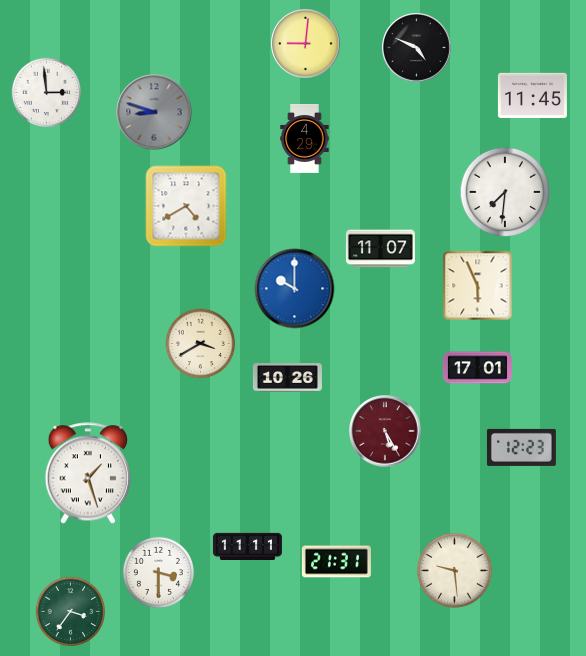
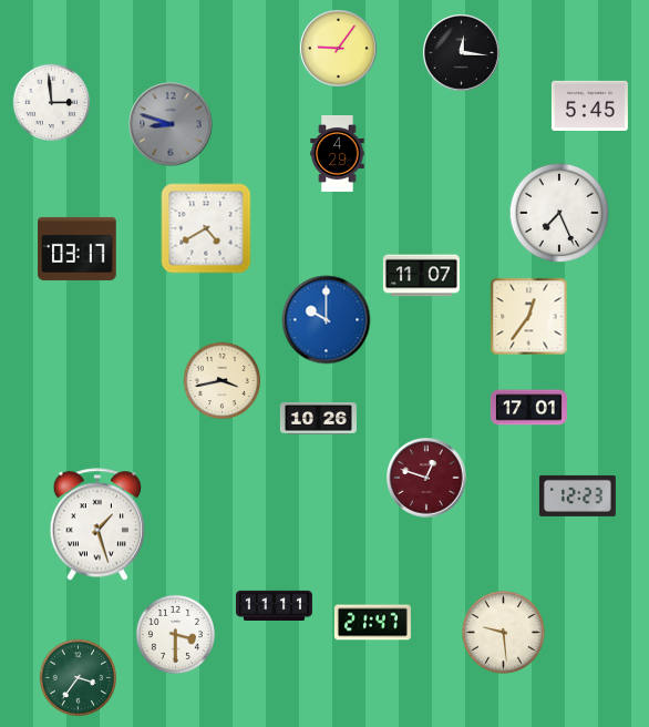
clock at (306, 44): 9:01 -> 9:06
clock at (417, 48): 4:49 -> 12:16
clock at (532, 95): 11:45 -> 5:45
clock at (505, 192): 7:31 -> 7:26
clock at (78, 248): none -> 03:17
clock at (478, 286): 5:56 -> 12:36
clock at (201, 344): 3:40 -> 3:43
clock at (385, 431): 5:25 -> 12:48
clock at (336, 562): 21:31 -> 21:47
